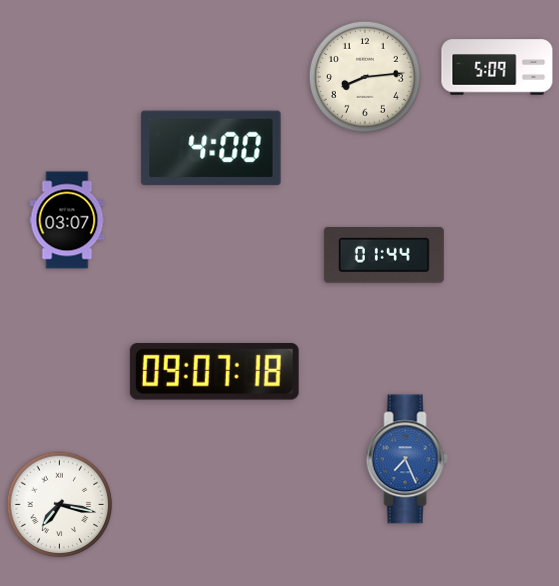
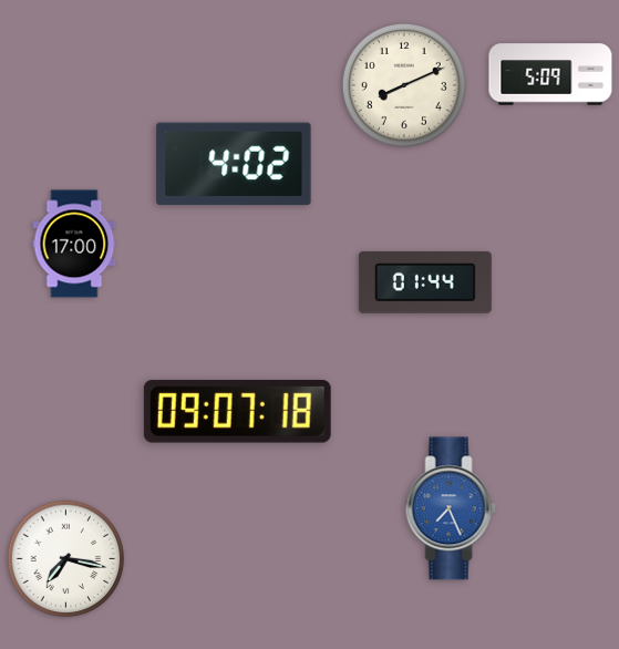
clock at (365, 77): 8:14 -> 8:11
clock at (211, 148): 4:00 -> 4:02
clock at (67, 220): 03:07 -> 17:00
